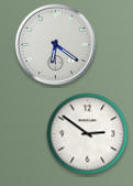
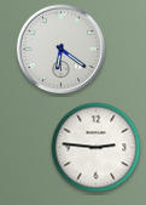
clock at (88, 134): 2:51 -> 2:46
